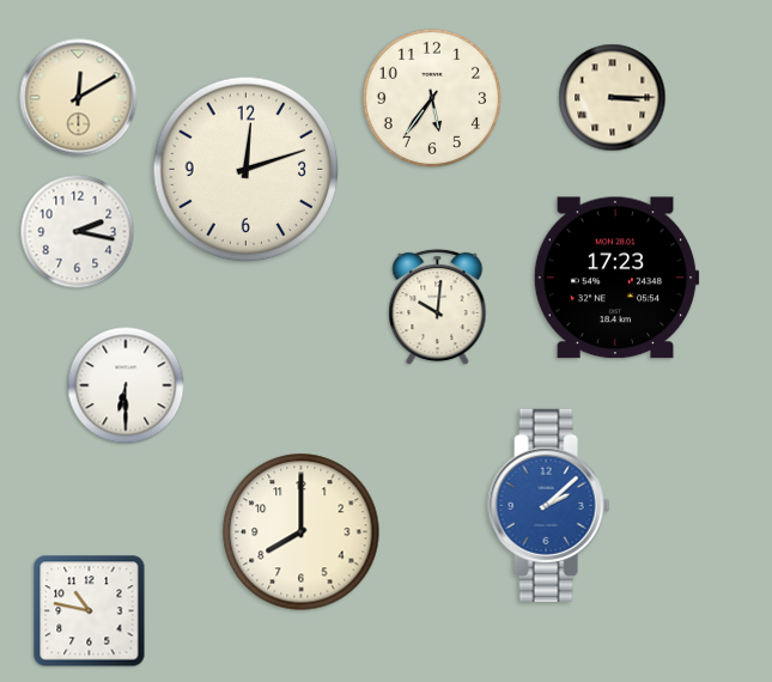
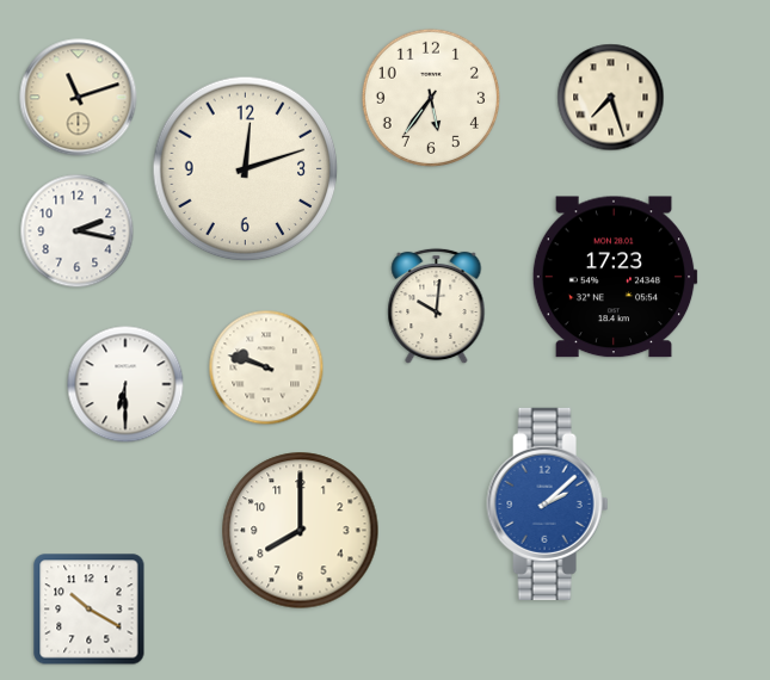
clock at (79, 98): 12:10 -> 11:12
clock at (613, 98): 3:15 -> 7:27
clock at (266, 367): none -> 9:48
clock at (90, 611): 10:47 -> 10:20
